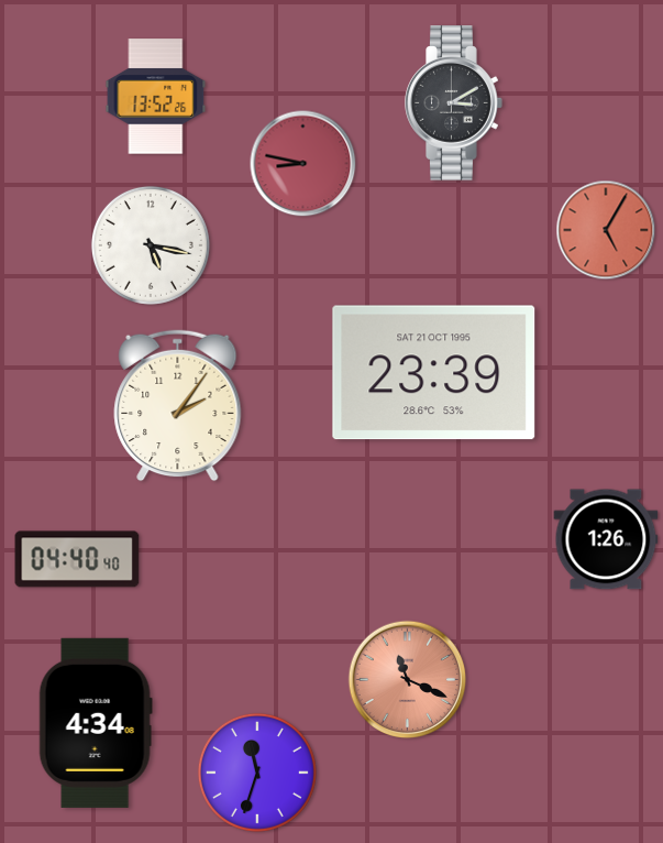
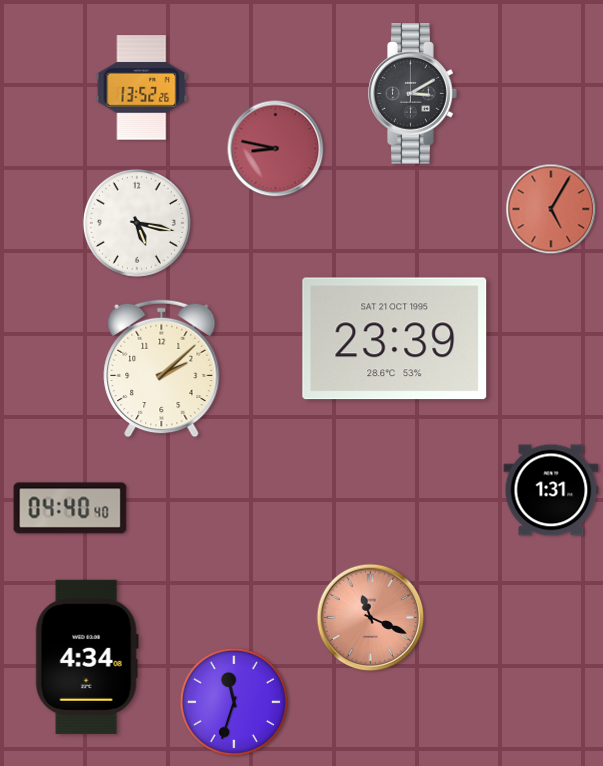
clock at (178, 406): 2:06 -> 2:08
clock at (606, 539): 1:26 -> 1:31
